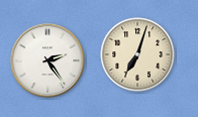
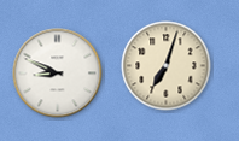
clock at (48, 61): 2:24 -> 8:49
